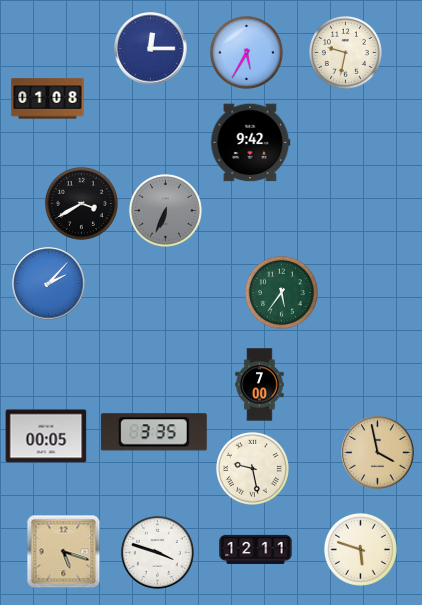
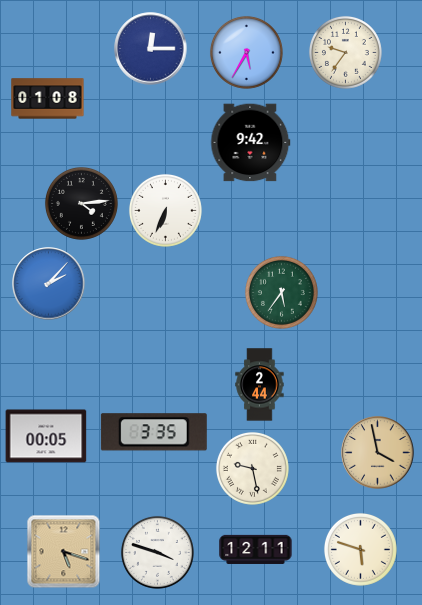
clock at (345, 52): 9:32 -> 9:36
clock at (81, 203): 3:40 -> 4:14
clock at (165, 210) dial: grey -> white
clock at (260, 385): 7:00 -> 2:44
